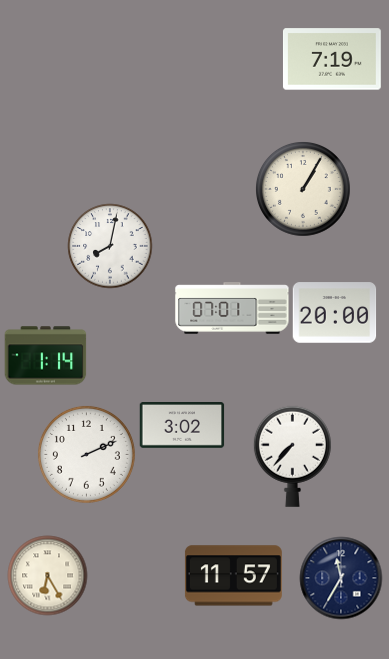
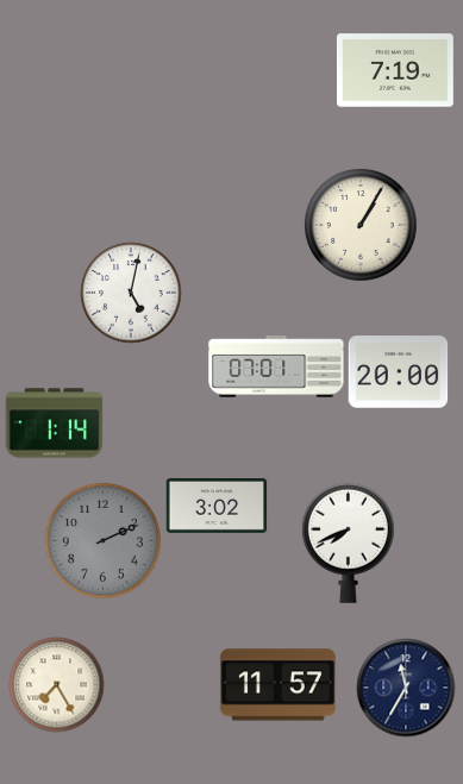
clock at (110, 246): 8:02 -> 5:02
clock at (86, 454) dial: white -> grey
clock at (292, 456): 7:37 -> 7:41
clock at (47, 575): 6:25 -> 7:25
